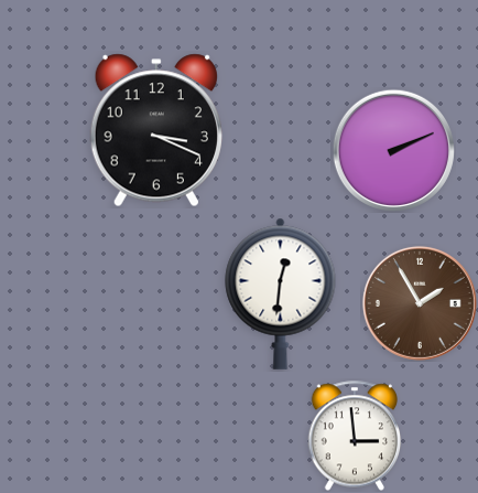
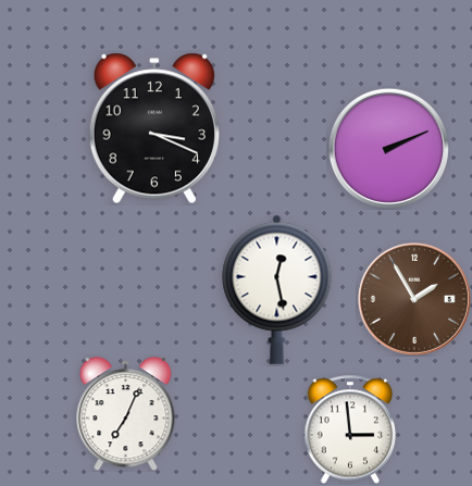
clock at (281, 293): 12:31 -> 12:28
clock at (126, 414): none -> 7:04
